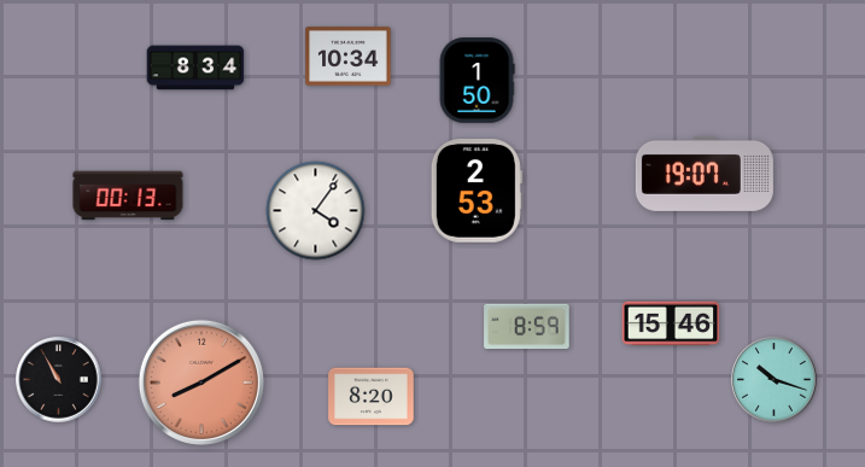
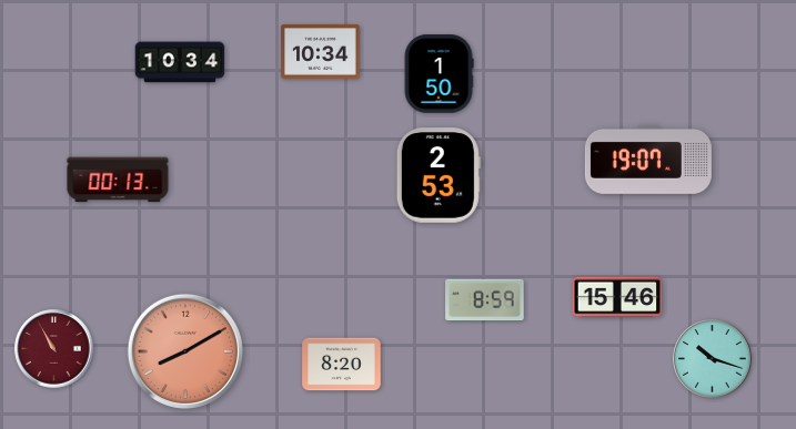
clock at (195, 68): 8:34 -> 10:34
clock at (316, 211): 4:06 -> none
clock at (59, 380) dial: black -> burgundy
clock at (775, 380) position: (775, 380) -> (713, 359)
